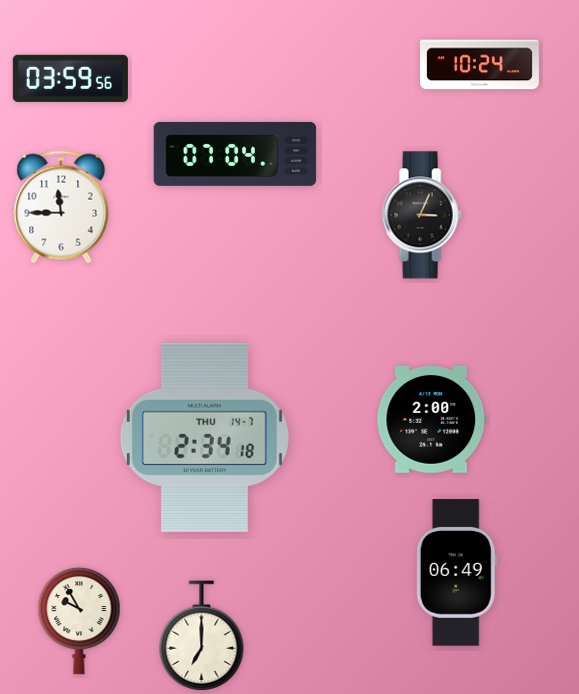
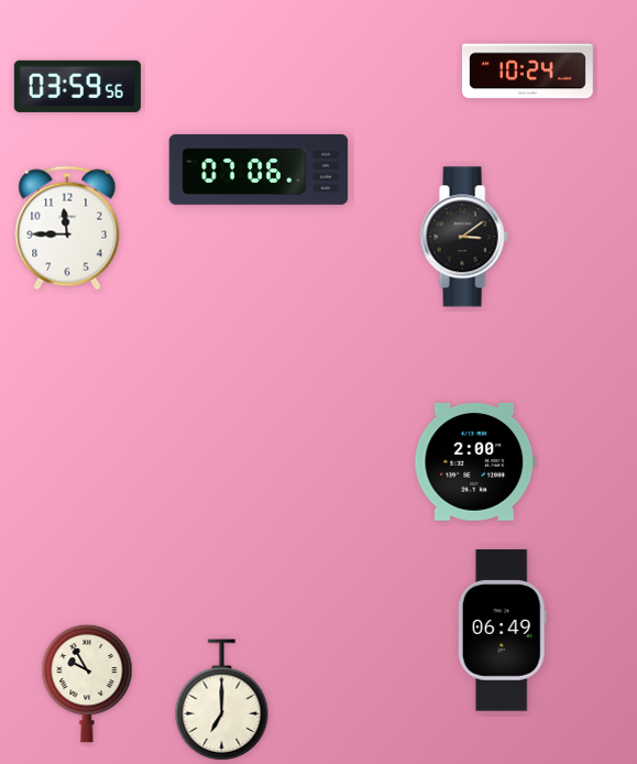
clock at (235, 154): 07:04 -> 07:06
clock at (422, 215): 3:04 -> 3:09
clock at (204, 437): 2:34 -> none
